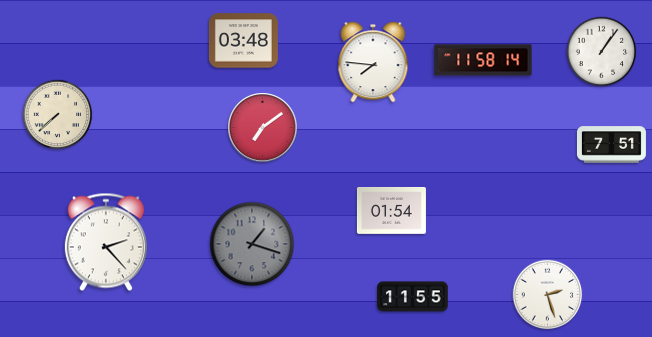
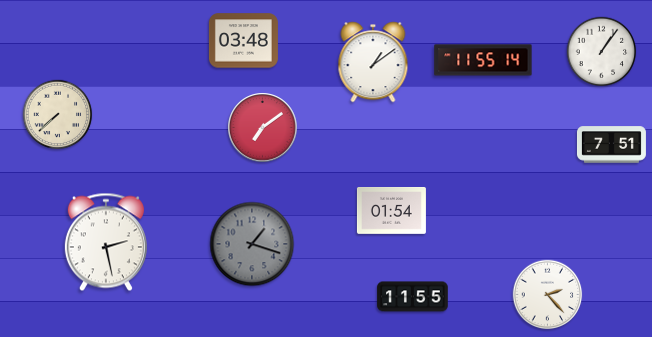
clock at (483, 60): 11:58 -> 11:55
clock at (373, 62): 7:46 -> 1:09
clock at (106, 242): 2:23 -> 2:28
clock at (548, 295): 2:27 -> 2:23
